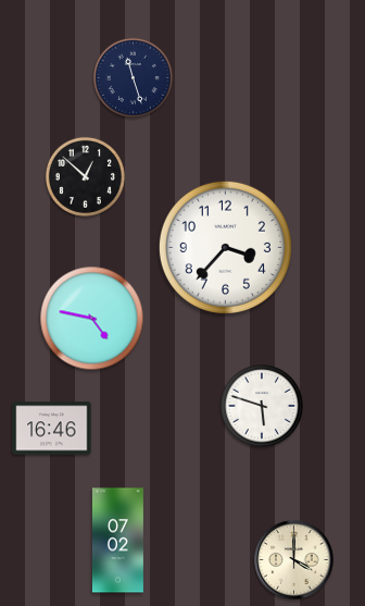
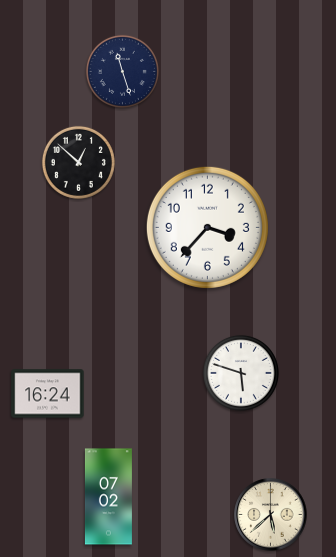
clock at (92, 319): 4:47 -> none
clock at (52, 429): 16:46 -> 16:24
clock at (294, 560): 4:00 -> 5:38
